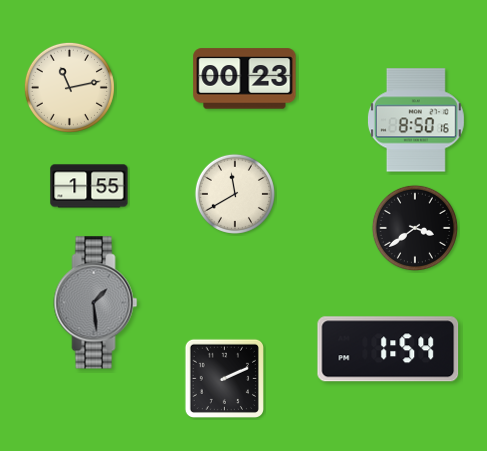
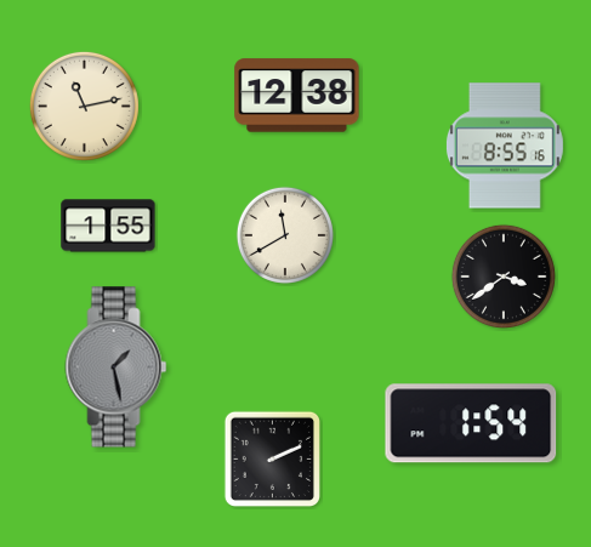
clock at (245, 79): 00:23 -> 12:38
clock at (416, 120): 8:50 -> 8:55
clock at (96, 303): 1:29 -> 1:28
